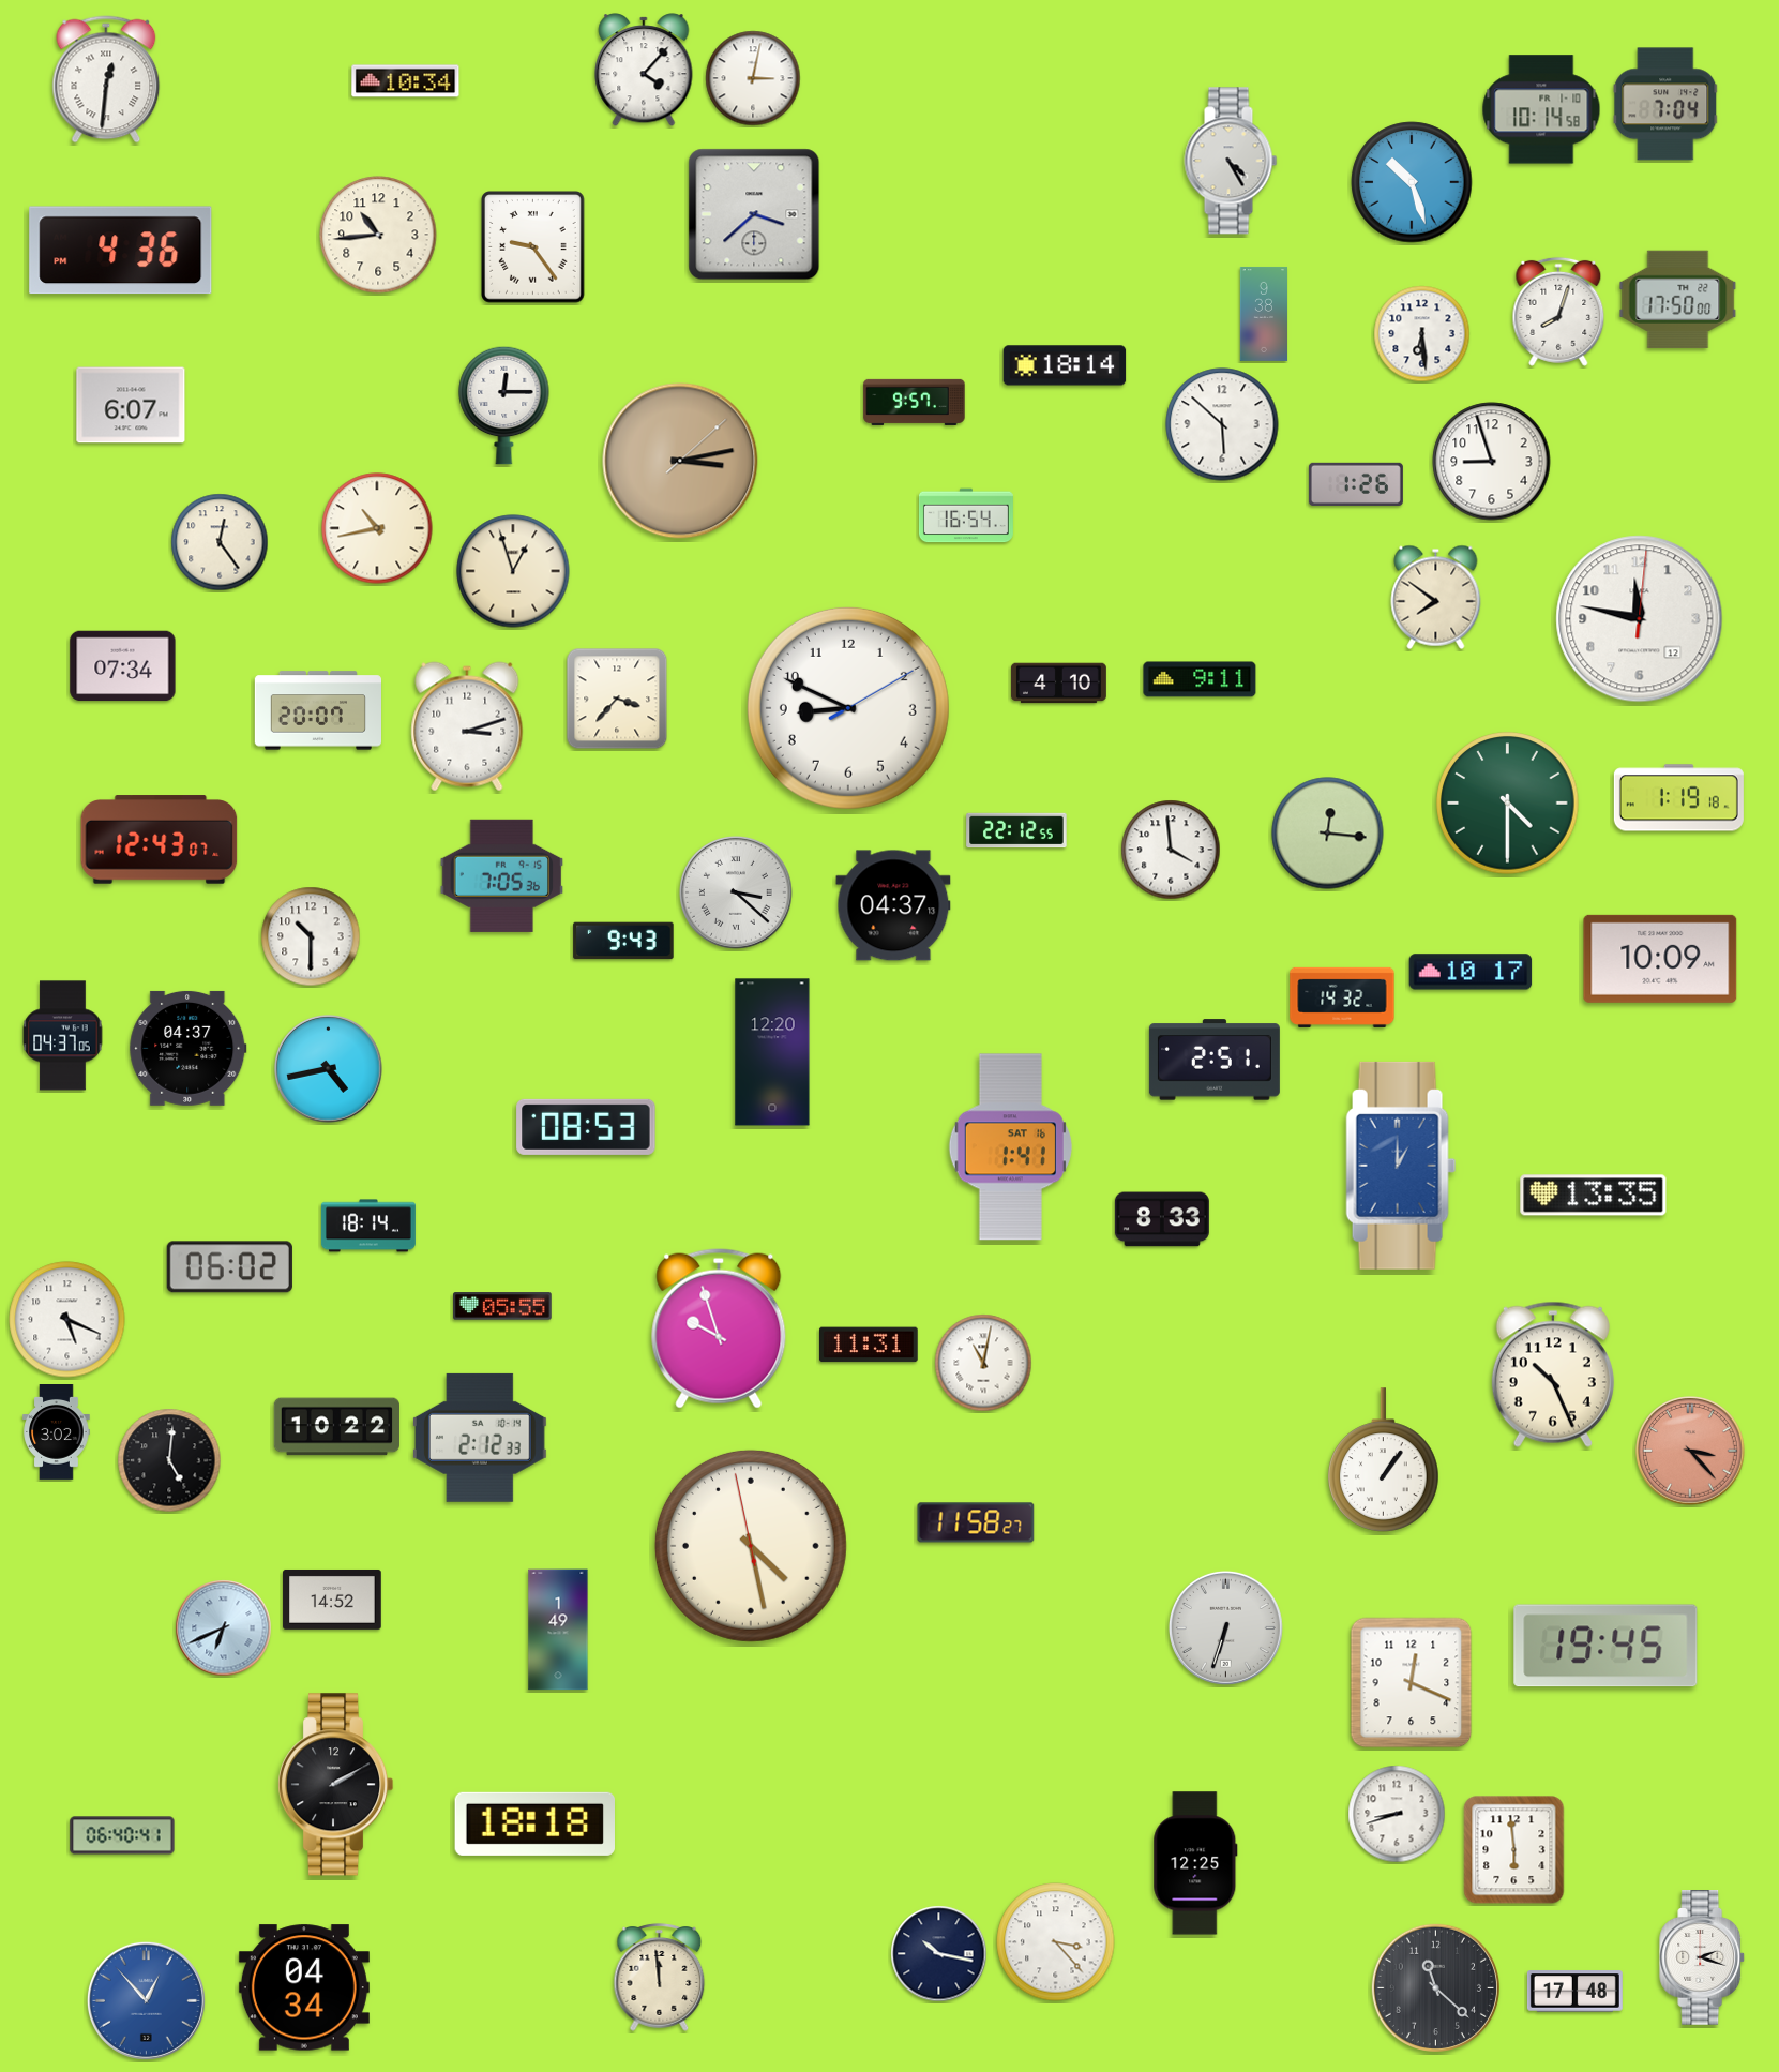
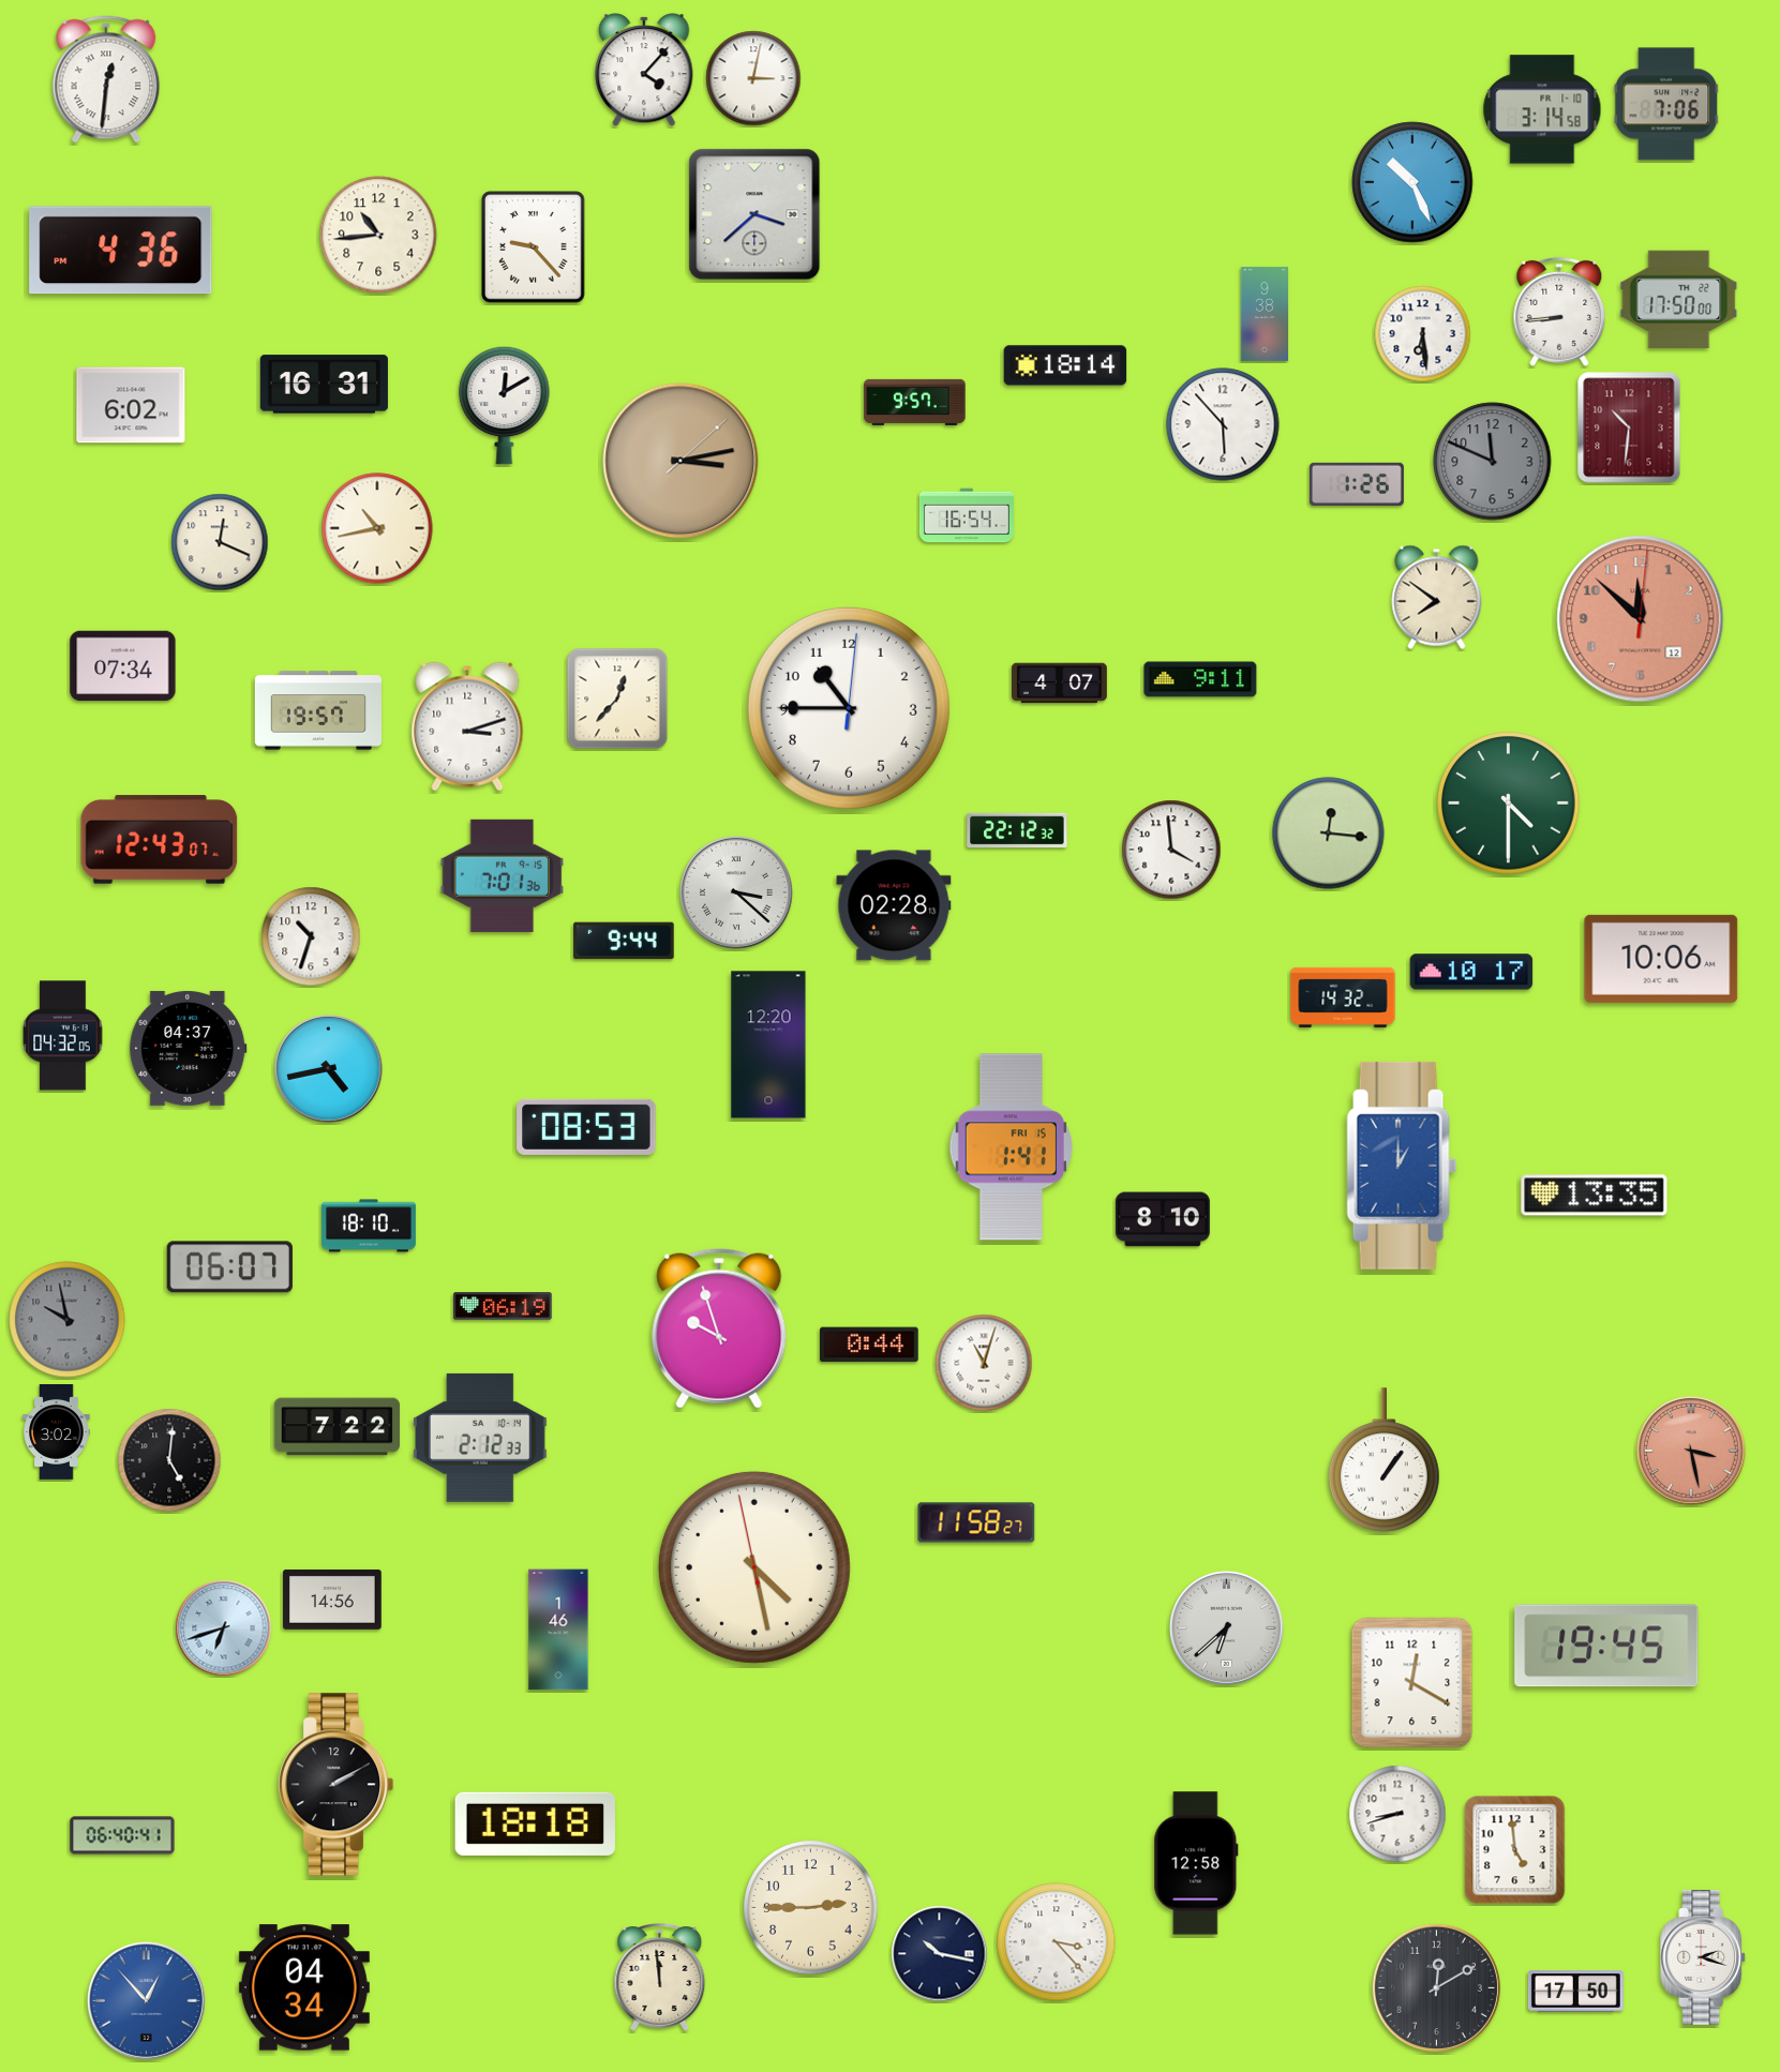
clock at (406, 81): 10:34 -> none
clock at (1665, 104): 7:04 -> 7:06
clock at (1541, 109): 10:14 -> 3:14
clock at (1231, 161): 4:25 -> none
clock at (1412, 182): 10:27 -> 10:26
clock at (533, 247): 9:24 -> 9:23
clock at (1558, 312): 8:03 -> 8:44
clock at (324, 385): none -> 16:31
clock at (131, 405): 6:07 -> 6:02
clock at (504, 405): 12:15 -> 12:10
clock at (1222, 424): 5:52 -> 5:53
clock at (1629, 427): none -> 10:31
clock at (1492, 462): 8:57 -> 11:49
clock at (1492, 462) dial: white -> grey
clock at (220, 542): 12:24 -> 12:19
clock at (513, 571): 12:57 -> none
clock at (1640, 619): 11:47 -> 11:52
clock at (1640, 619) dial: white -> salmon
clock at (1058, 684): 4:10 -> 4:07
clock at (617, 699): 3:37 -> 12:37
clock at (848, 708): 8:49 -> 10:45
clock at (317, 710): 20:07 -> 19:57
clock at (1678, 798): 1:19 -> none
clock at (1016, 830): 22:12:55 -> 22:12:32
clock at (502, 875): 7:05 -> 7:01
clock at (893, 905): 04:37 -> 02:28
clock at (311, 936): 10:30 -> 10:33
clock at (623, 941): 9:43 -> 9:44
clock at (1660, 959): 10:09 -> 10:06
clock at (63, 1036): 04:37 -> 04:32
clock at (772, 1052) position: (772, 1052) -> (768, 1045)
clock at (1215, 1060): 2:51 -> none
clock at (1010, 1147) date: SAT 16 -> FRI 15
clock at (1162, 1219): 8:33 -> 8:10
clock at (368, 1226): 18:14 -> 18:10
clock at (229, 1267): 06:02 -> 06:07
clock at (502, 1306): 05:55 -> 06:19
clock at (67, 1320): 5:19 -> 9:58
clock at (67, 1320) dial: white -> grey
clock at (870, 1345): 11:31 -> 0:44
clock at (983, 1363): 11:02 -> 11:03
clock at (1553, 1375): 10:26 -> none
clock at (336, 1427): 10:22 -> 7:22
clock at (1690, 1451): 3:23 -> 3:28
clock at (751, 1546) position: (751, 1546) -> (754, 1567)
clock at (332, 1600): 14:52 -> 14:56
clock at (1225, 1627): 6:33 -> 6:38
clock at (224, 1628): 6:41 -> 6:42
clock at (558, 1630): 1:49 -> 1:46
clock at (1412, 1683): 12:19 -> 12:20
clock at (1514, 1850): 5:59 -> 4:59
clock at (1195, 1863): 12:25 -> 12:58
clock at (811, 1908): none -> 2:45
clock at (1435, 1987): 11:22 -> 12:10
clock at (1574, 1992): 17:48 -> 17:50
